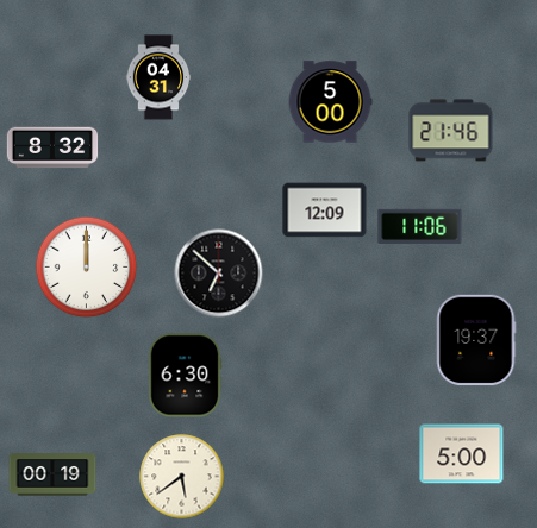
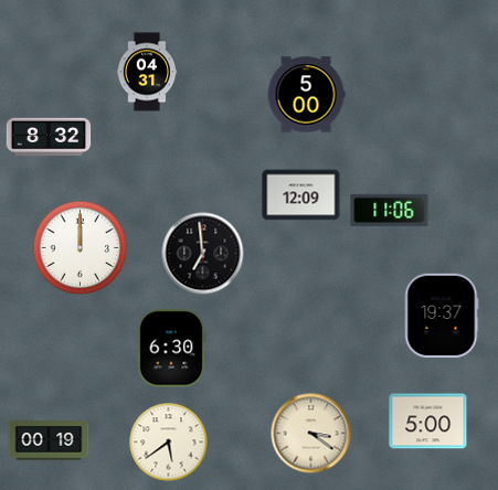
clock at (451, 131): 21:46 -> none
clock at (219, 274): 6:52 -> 6:59
clock at (311, 434): none -> 3:21
